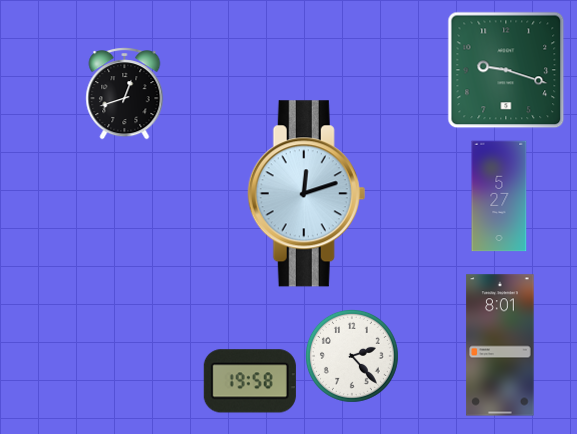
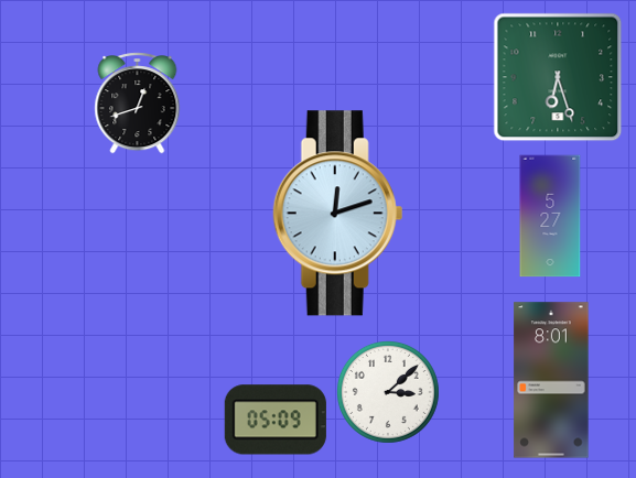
clock at (506, 70): 9:18 -> 6:27
clock at (352, 356): 2:23 -> 3:08
clock at (250, 381): 19:58 -> 05:09
